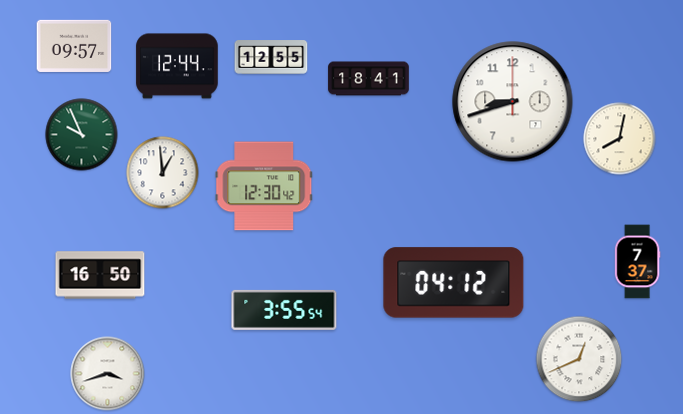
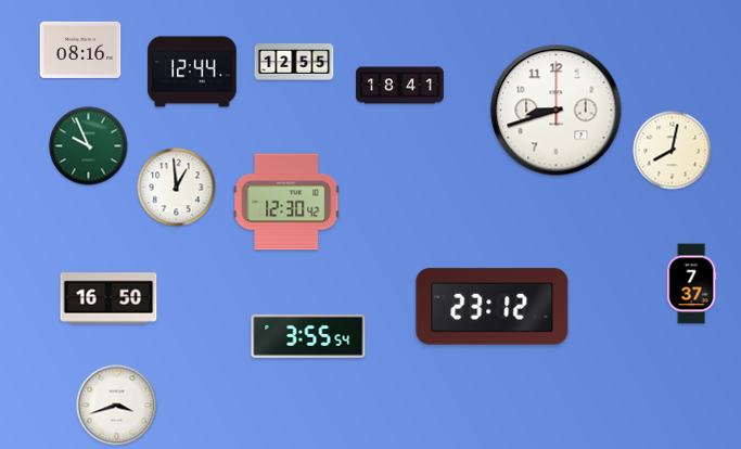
clock at (74, 46): 09:57 -> 08:16
clock at (454, 283): 04:12 -> 23:12
clock at (579, 359): 12:41 -> none
